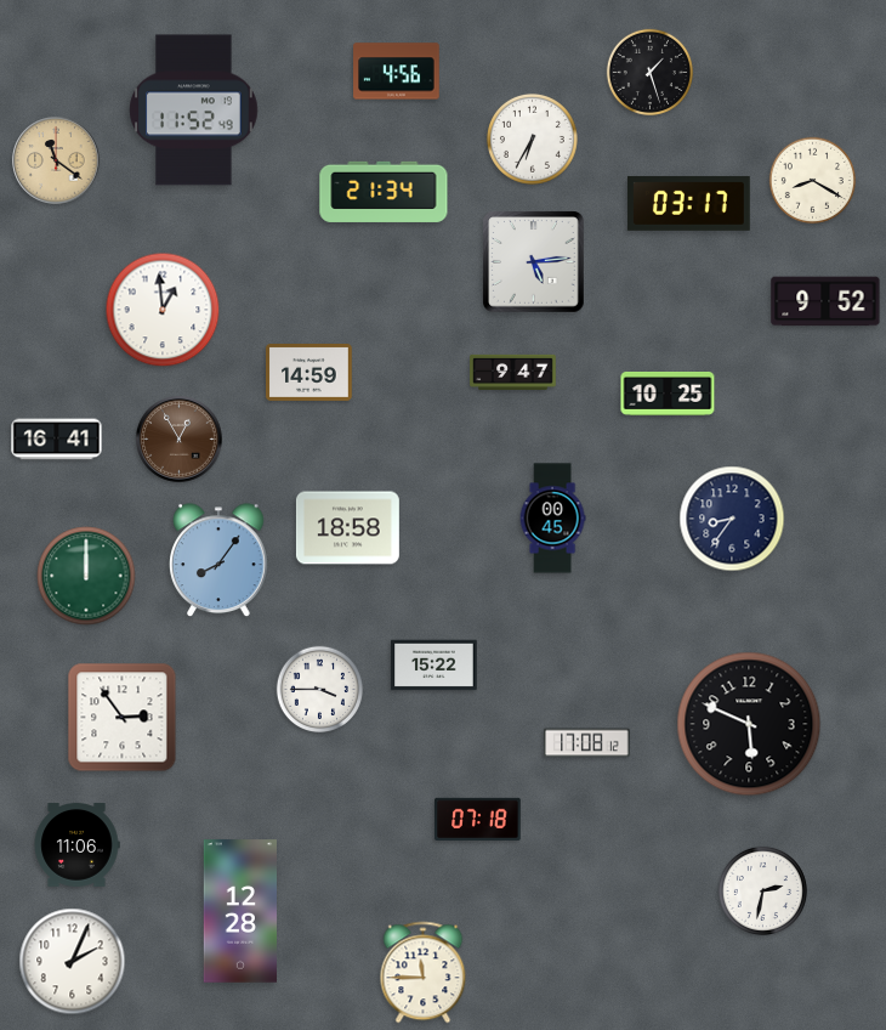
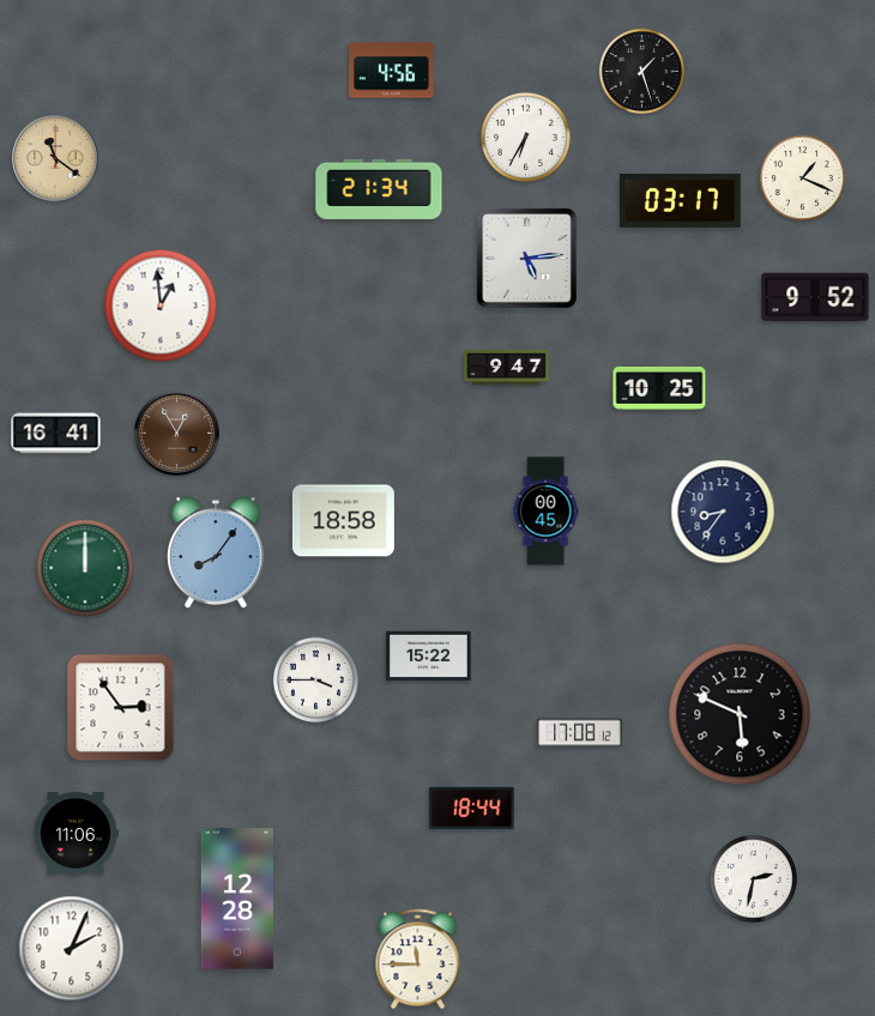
clock at (194, 111): 11:52 -> none
clock at (812, 180): 8:20 -> 1:19
clock at (309, 373): 14:59 -> none
clock at (478, 819): 07:18 -> 18:44
